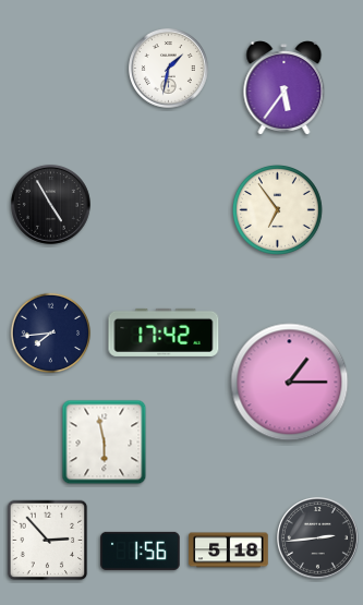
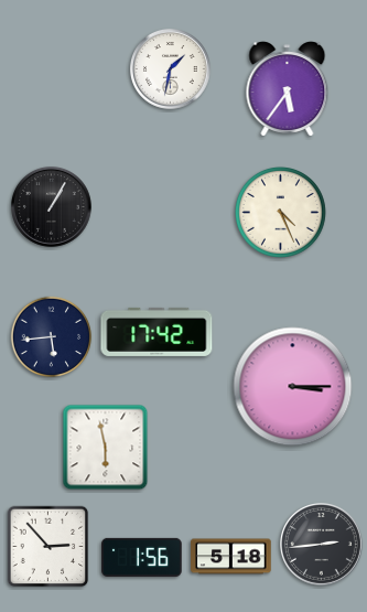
clock at (50, 204): 4:55 -> 1:05
clock at (277, 209): 6:54 -> 4:26
clock at (164, 332) position: (164, 332) -> (156, 332)
clock at (51, 334): 7:44 -> 5:44
clock at (290, 383): 1:15 -> 3:15
